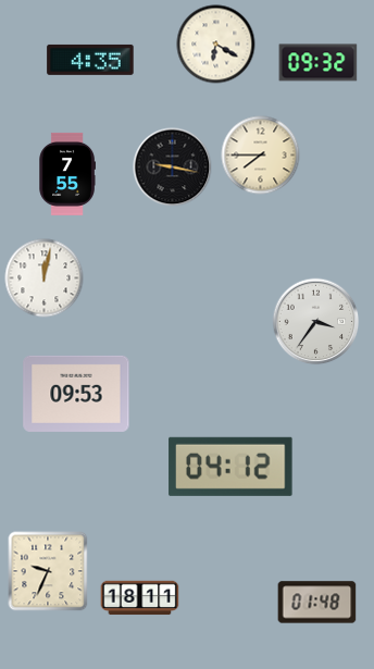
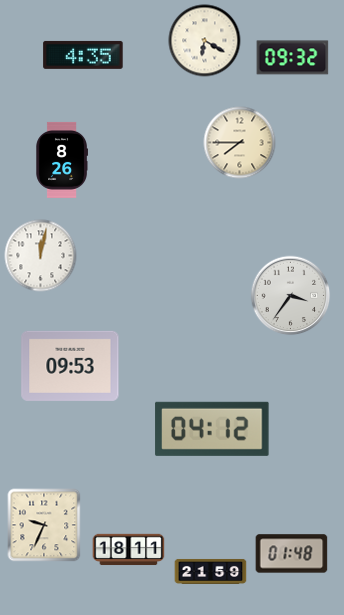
clock at (216, 45) position: (216, 45) -> (205, 41)
clock at (173, 168): 9:17 -> none
clock at (67, 174): 7:55 -> 8:26
clock at (76, 394) position: (76, 394) -> (70, 366)
clock at (211, 571): none -> 21:59
